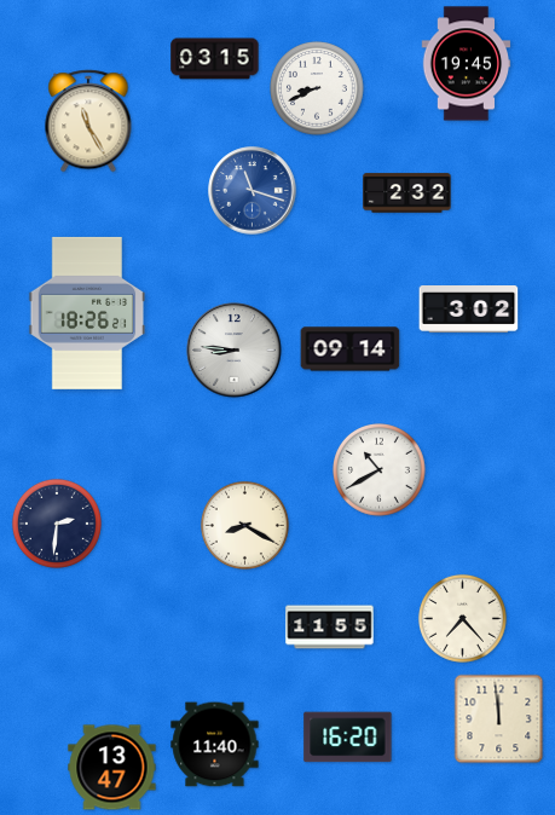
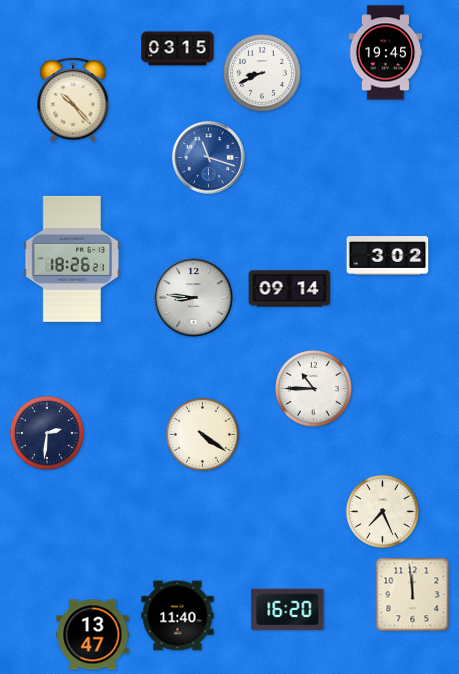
clock at (88, 121): 11:25 -> 10:23
clock at (407, 193): 2:32 -> none
clock at (235, 351) position: (235, 351) -> (194, 298)
clock at (380, 470): 10:40 -> 10:45
clock at (244, 525): 8:20 -> 4:21
clock at (462, 618): 7:23 -> 7:26
clock at (330, 628): 11:55 -> none
